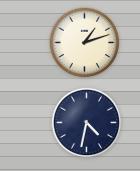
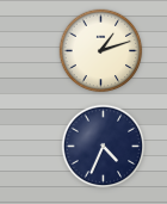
clock at (87, 123): 4:32 -> 4:34
